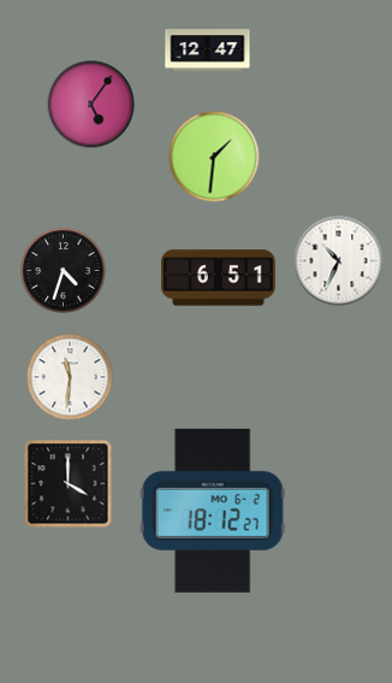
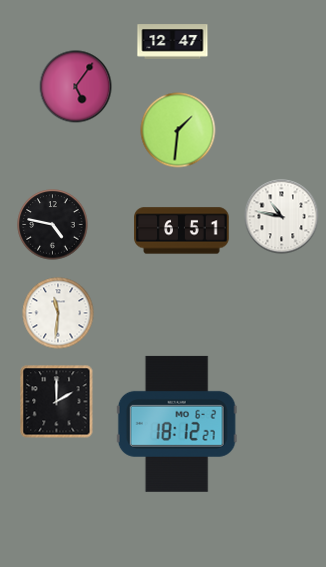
clock at (339, 261): 10:34 -> 10:47
clock at (64, 271): 4:33 -> 4:47
clock at (69, 484): 4:00 -> 2:00
